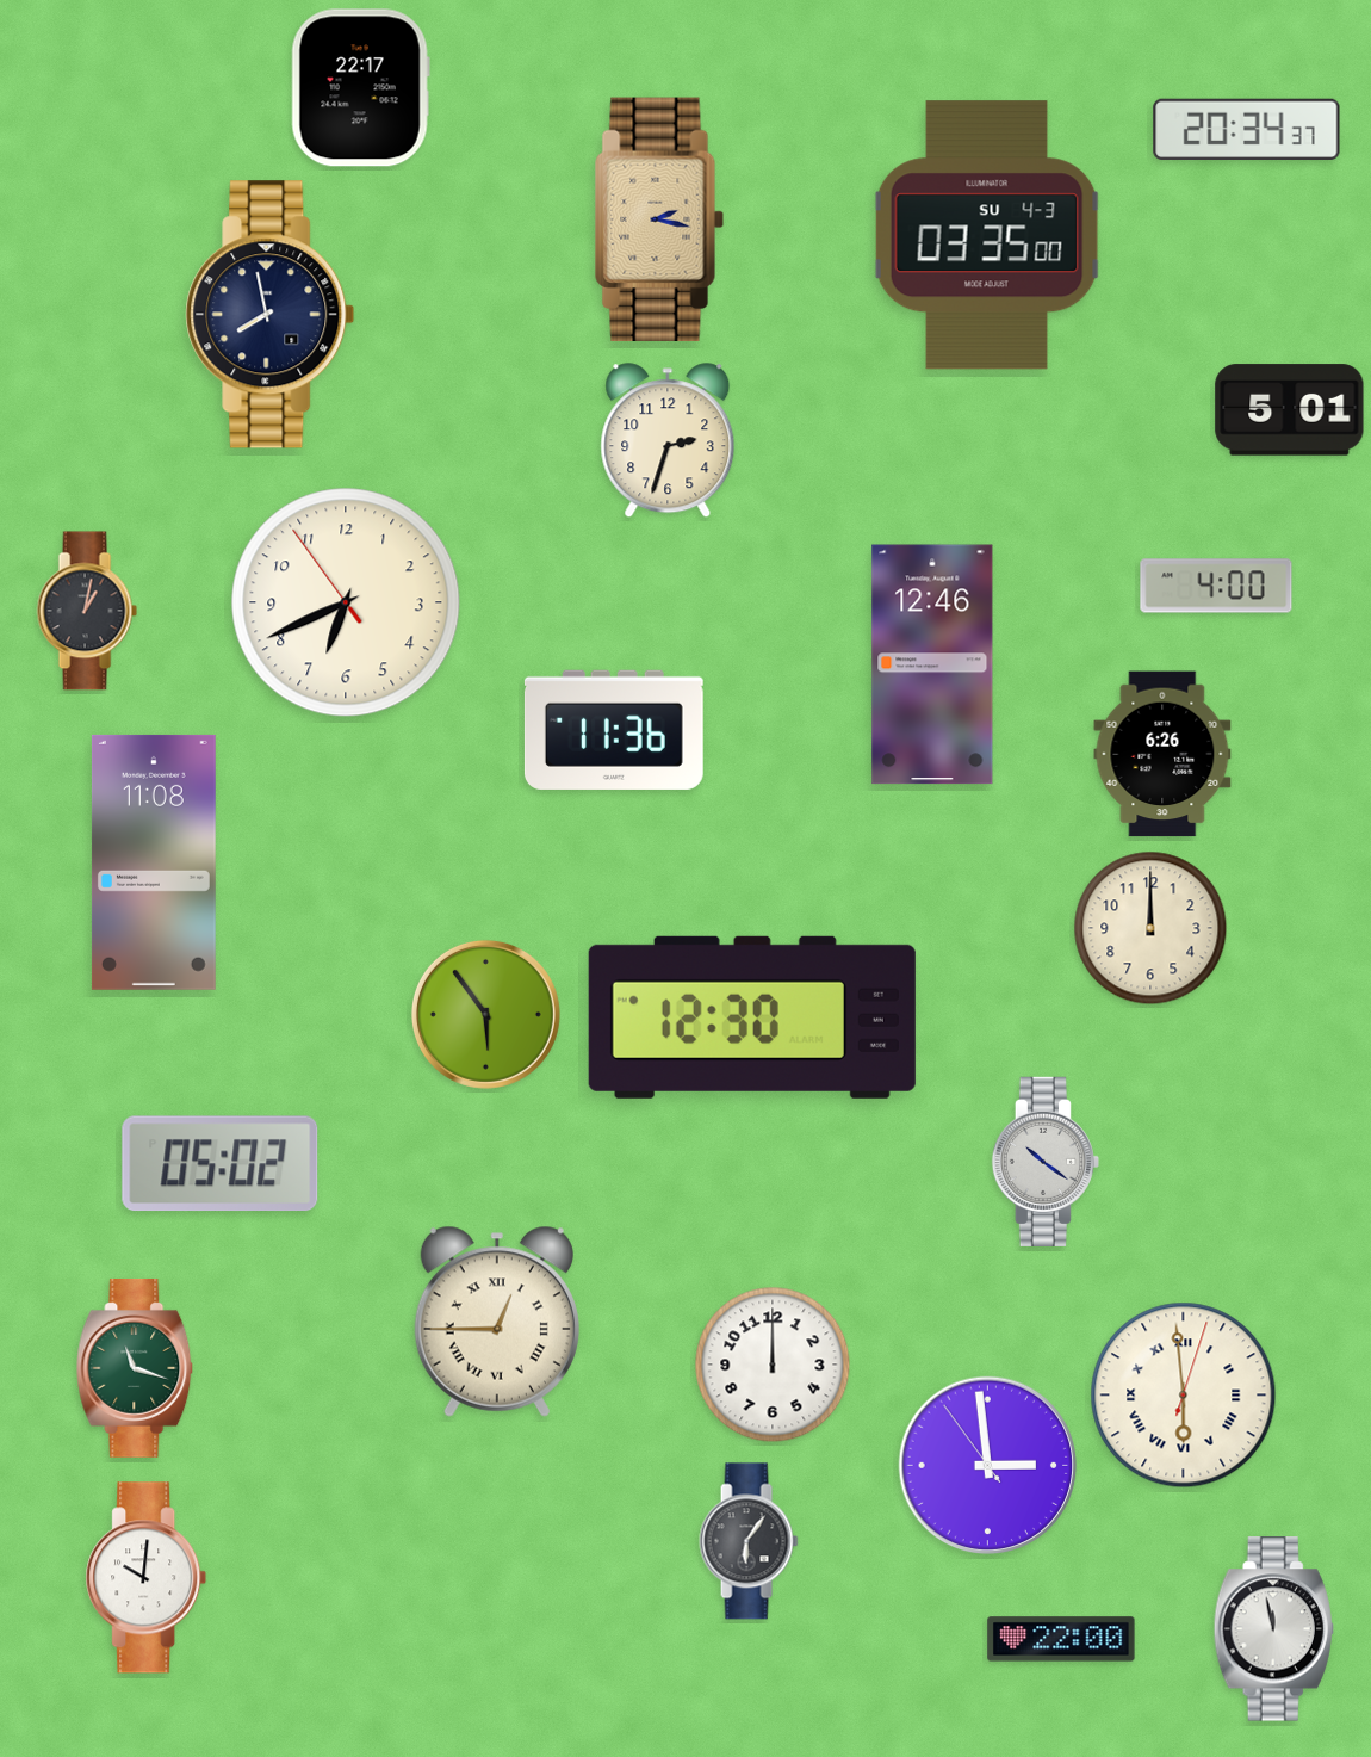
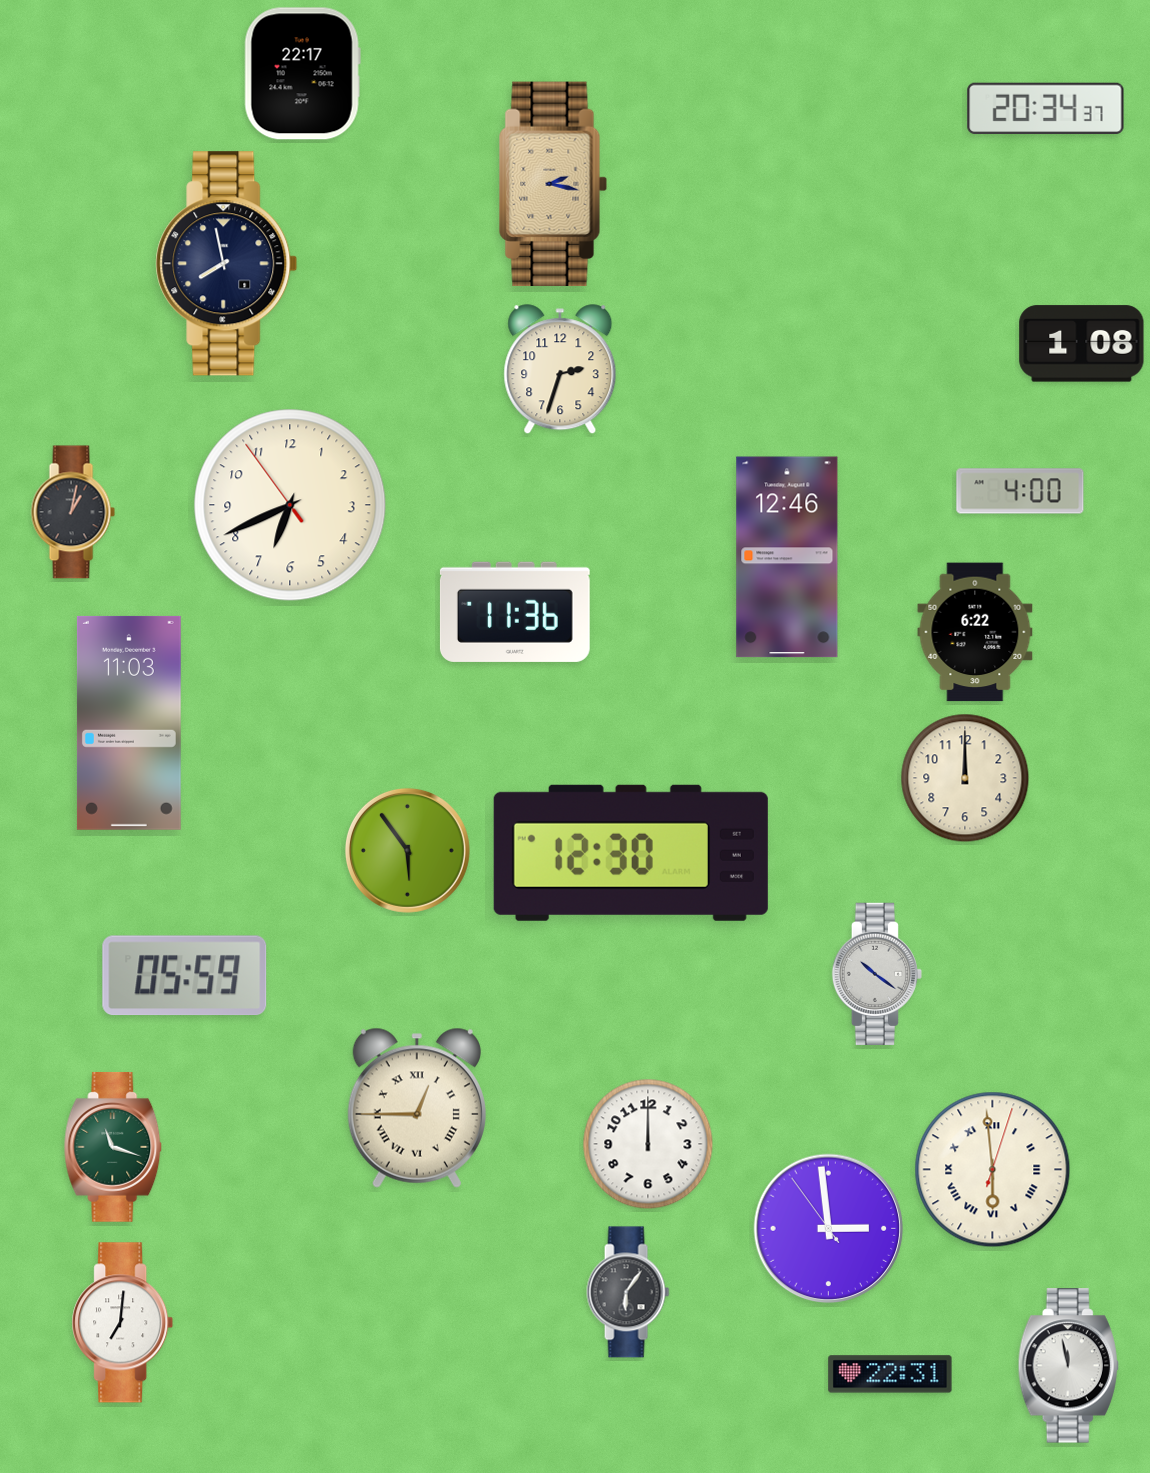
clock at (987, 235): 03:35 -> none
clock at (1290, 410): 5:01 -> 1:08
clock at (932, 664) position: (932, 664) -> (787, 557)
clock at (1162, 754): 6:26 -> 6:22
clock at (154, 862): 11:08 -> 11:03
clock at (221, 1164): 05:02 -> 05:59
clock at (147, 1578): 10:01 -> 7:01
clock at (1061, 1639): 22:00 -> 22:31
